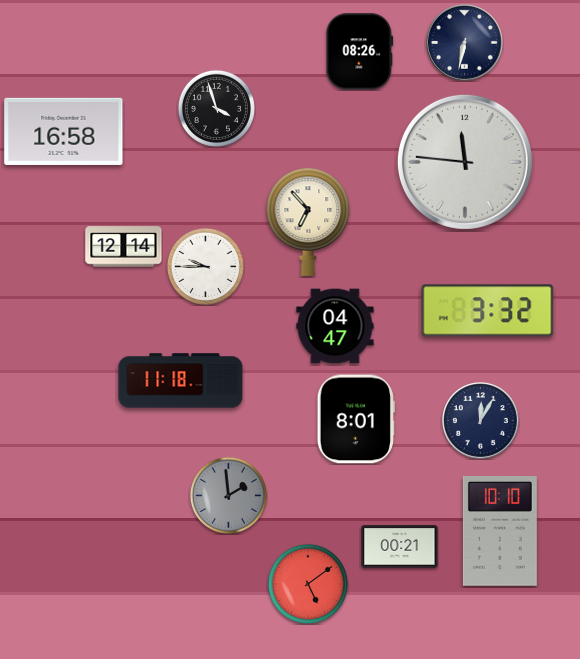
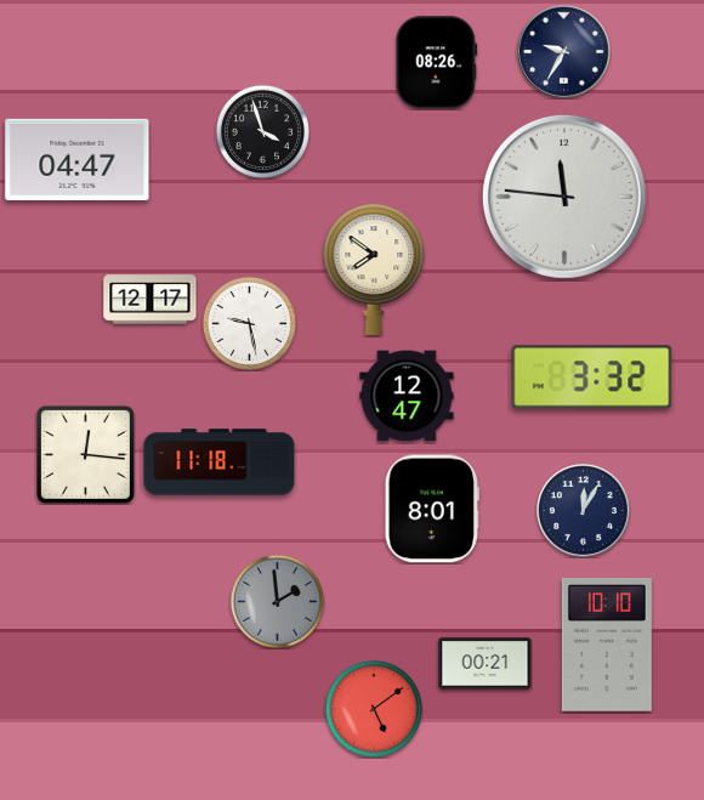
clock at (465, 43): 6:32 -> 9:35
clock at (64, 131): 16:58 -> 04:47
clock at (308, 222): 6:53 -> 7:51
clock at (124, 247): 12:14 -> 12:17
clock at (205, 266): 9:45 -> 9:28
clock at (335, 326): 04:47 -> 12:47
clock at (85, 454): none -> 12:16
